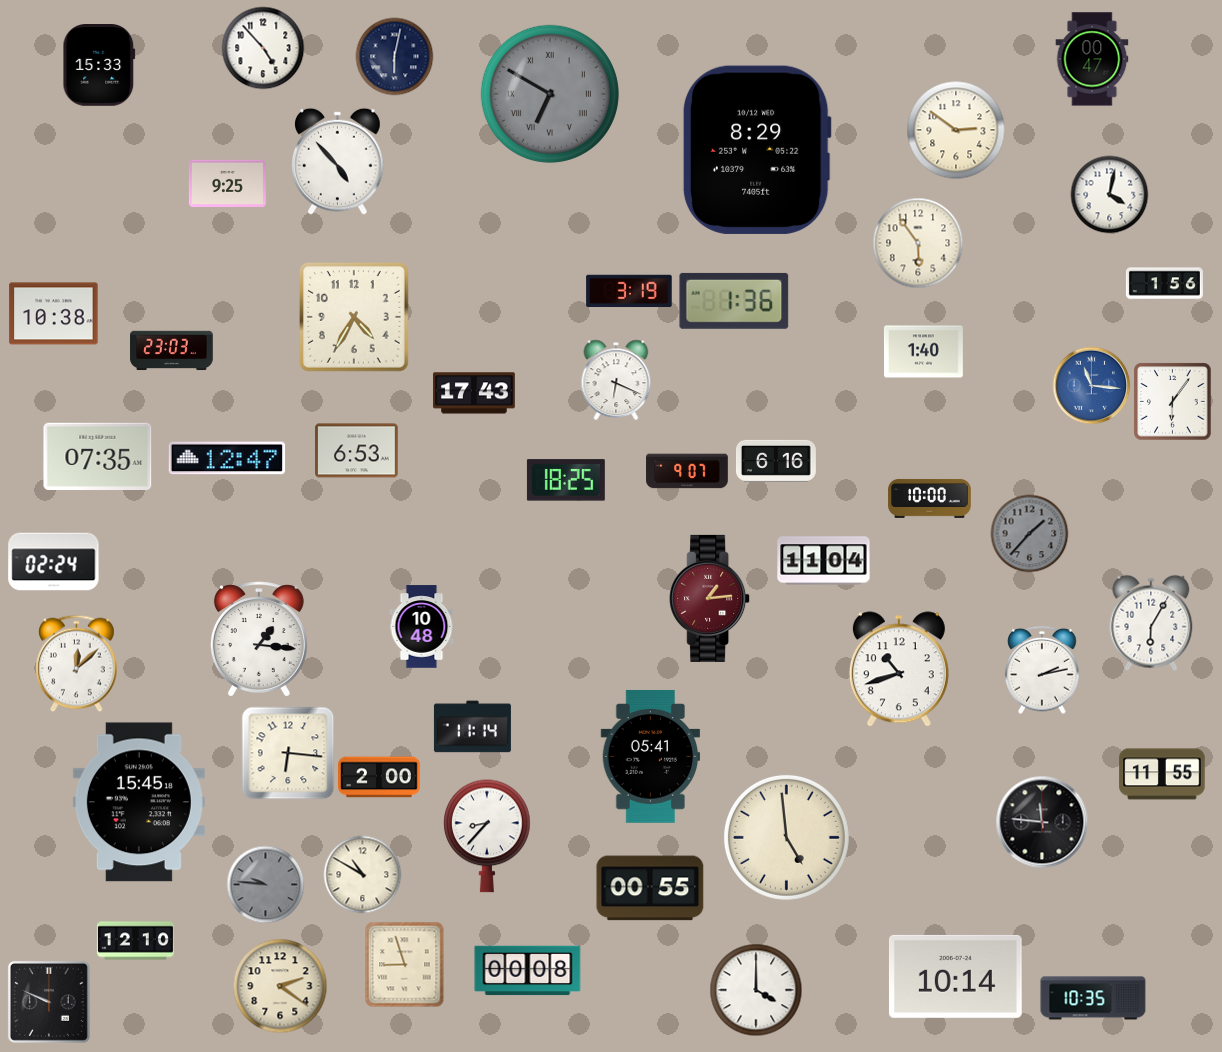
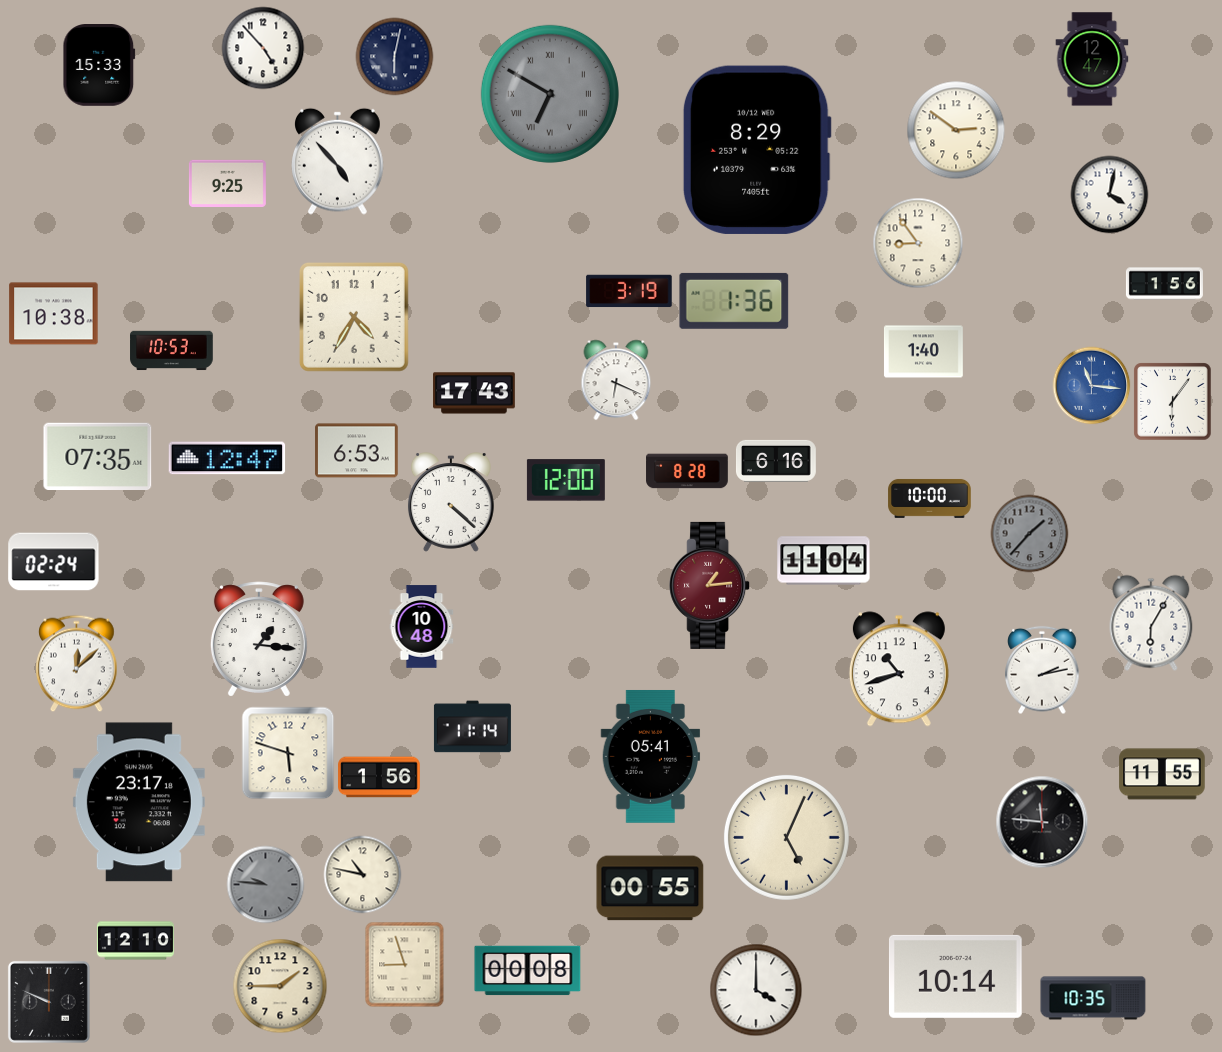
clock at (1092, 59): 00:47 -> 12:47
clock at (918, 243): 5:54 -> 8:54
clock at (172, 351): 23:03 -> 10:53
clock at (687, 471): 9:07 -> 8:28
clock at (566, 480): 18:25 -> 12:00
clock at (451, 502): none -> 4:22
clock at (710, 598) position: (710, 598) -> (710, 585)
clock at (288, 753): 6:16 -> 5:48
clock at (379, 777): 2:00 -> 1:56
clock at (139, 802): 15:45 -> 23:17
clock at (487, 836): 8:37 -> none
clock at (786, 837): 4:59 -> 5:04
clock at (362, 874): 10:50 -> 10:47
clock at (280, 986): 2:21 -> 1:45
